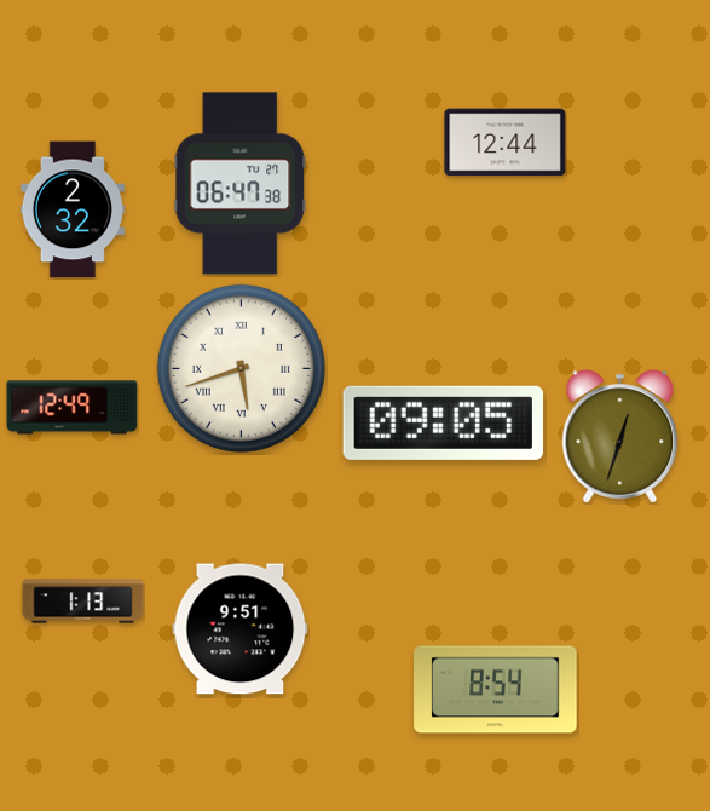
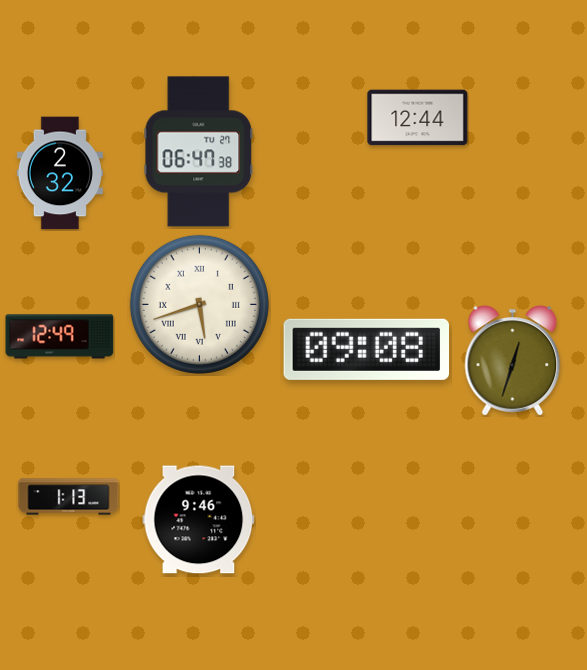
clock at (443, 422): 09:05 -> 09:08
clock at (241, 629): 9:51 -> 9:46
clock at (496, 690): 8:54 -> none
